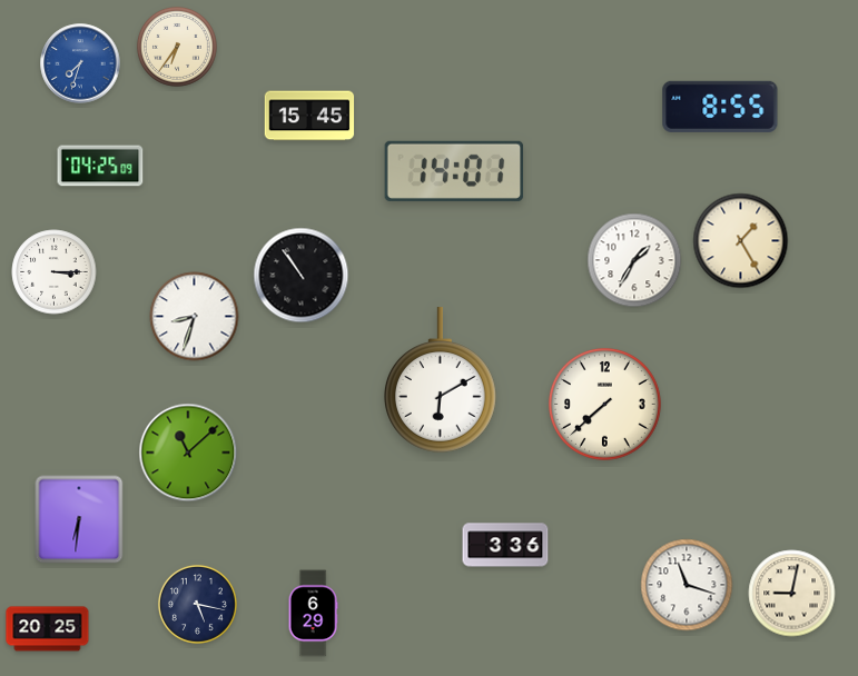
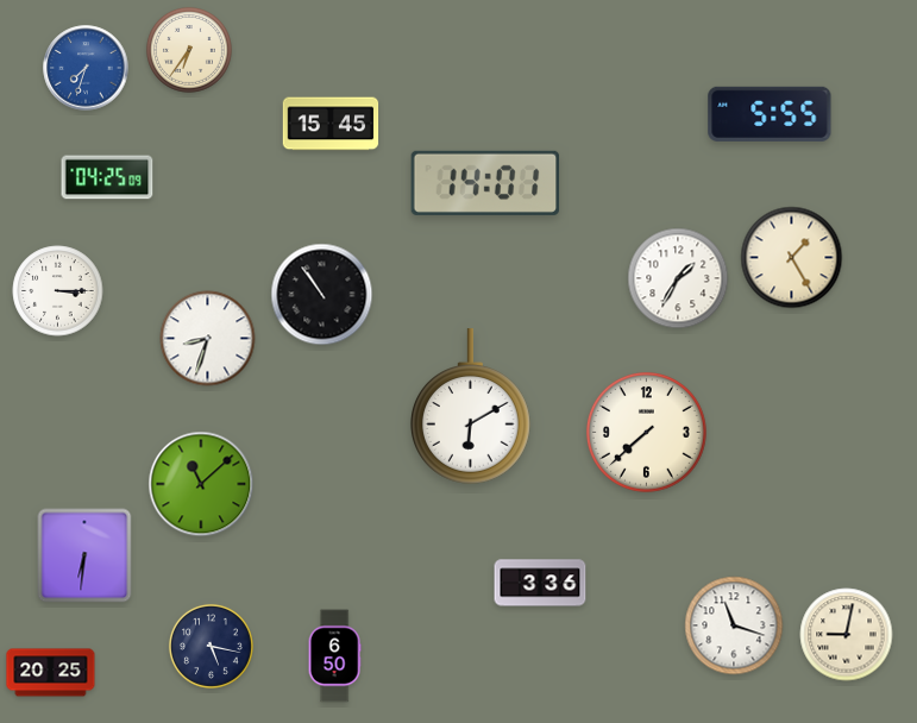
clock at (720, 107): 8:55 -> 5:55
clock at (313, 614): 6:29 -> 6:50
